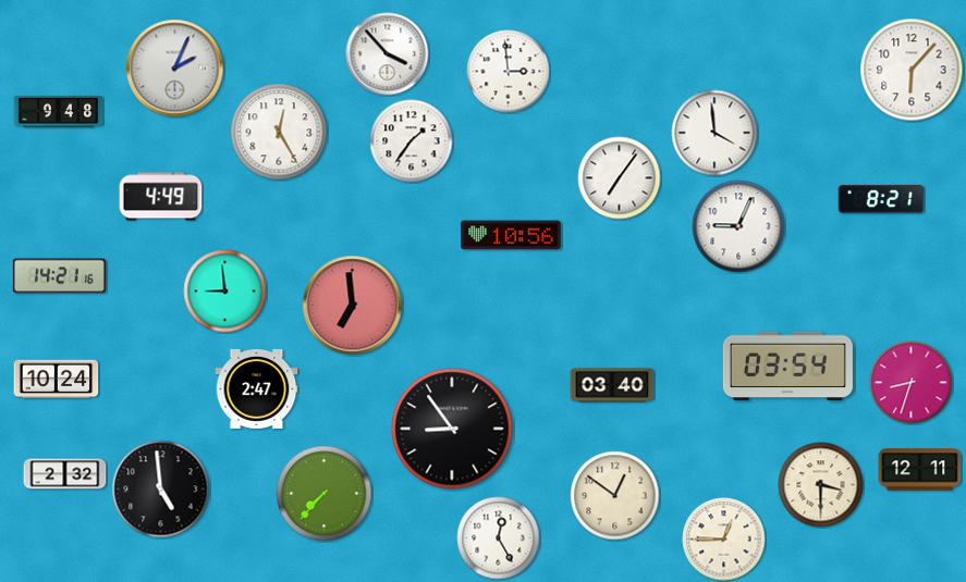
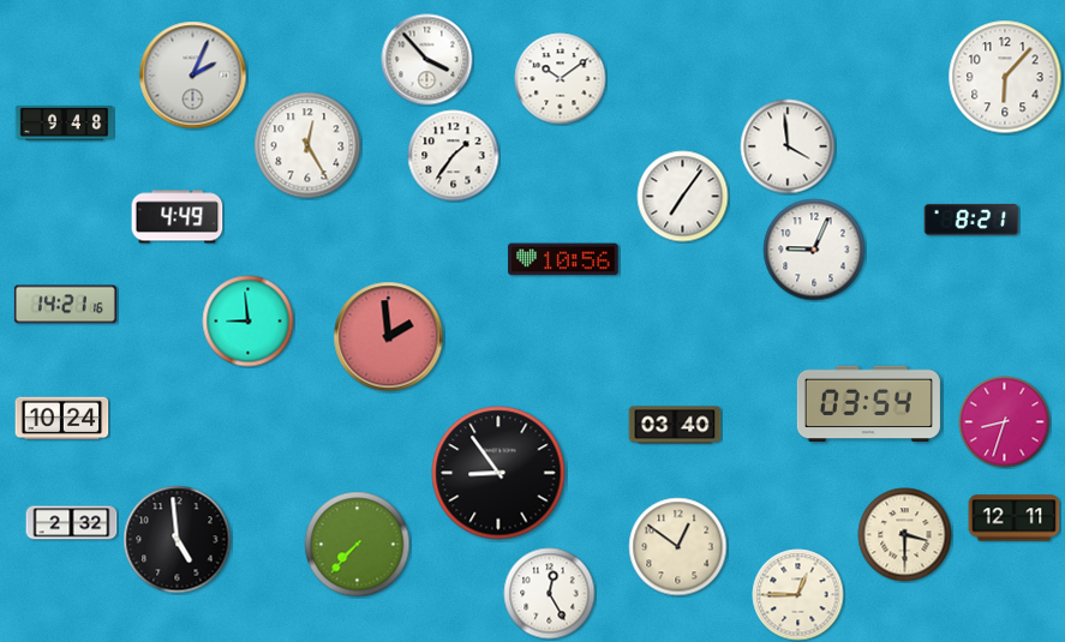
clock at (509, 72): 2:59 -> 10:09
clock at (353, 306): 6:59 -> 1:59
clock at (257, 388): 2:47 -> none
